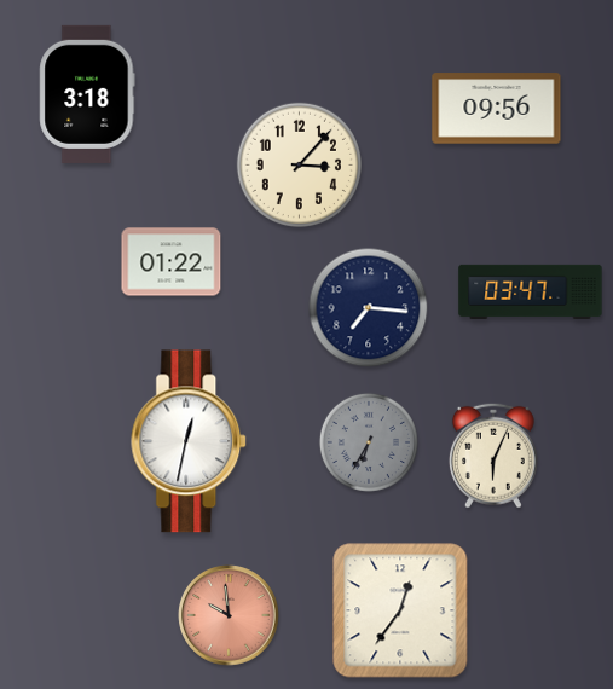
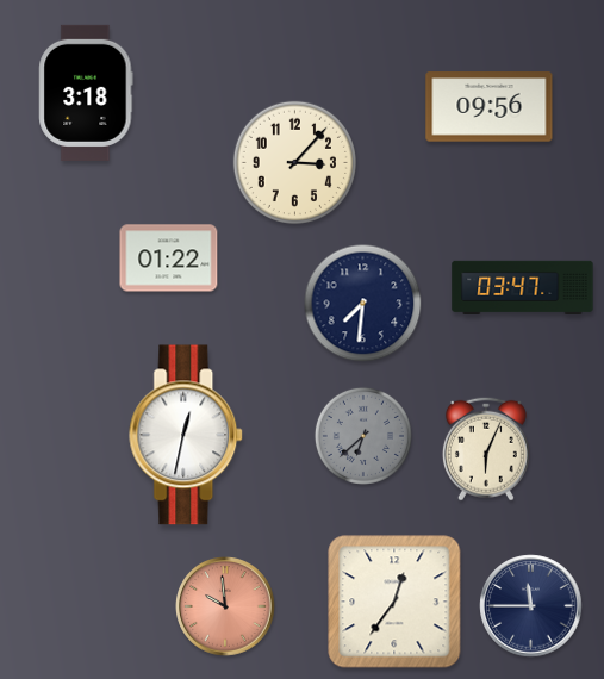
clock at (369, 308): 7:16 -> 7:31
clock at (369, 442): 6:35 -> 6:38
clock at (531, 606): none -> 11:45
